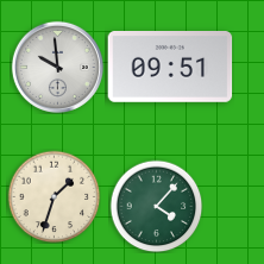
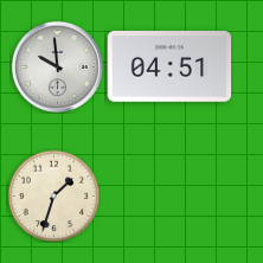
clock at (170, 68): 09:51 -> 04:51
clock at (156, 206): 4:07 -> none
